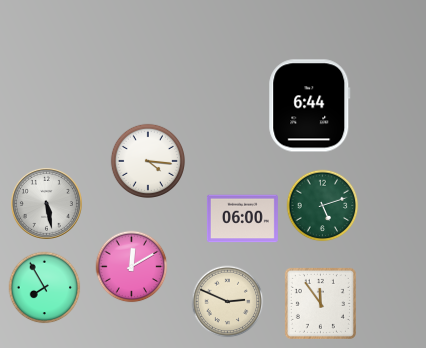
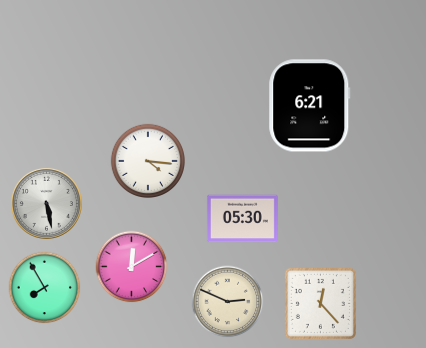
clock at (310, 106): 6:44 -> 6:21
clock at (323, 206): 5:12 -> none
clock at (242, 219): 06:00 -> 05:30
clock at (320, 303): 11:54 -> 12:23
